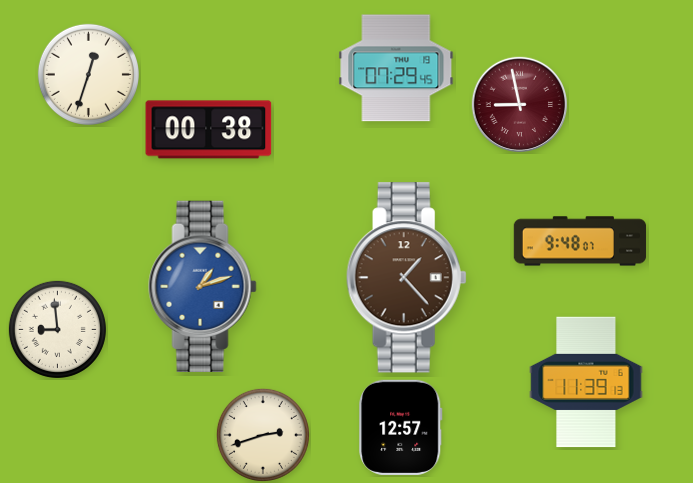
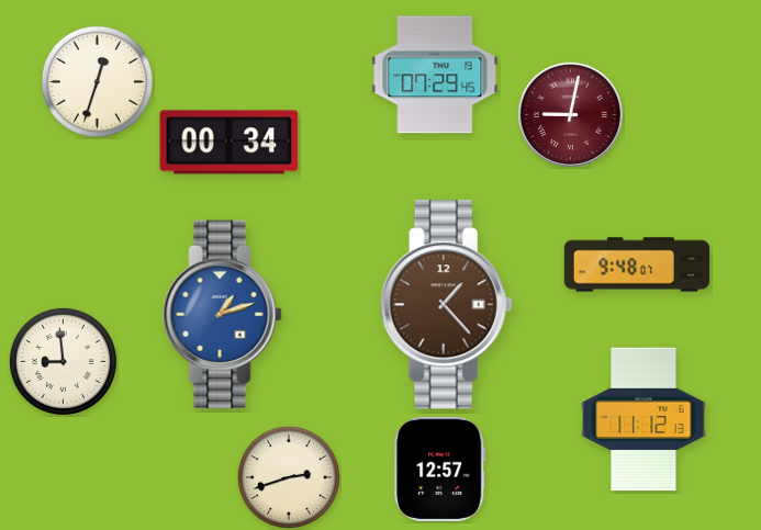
clock at (519, 104): 8:58 -> 9:02
clock at (209, 130): 00:38 -> 00:34
clock at (586, 382): 11:39 -> 11:12
